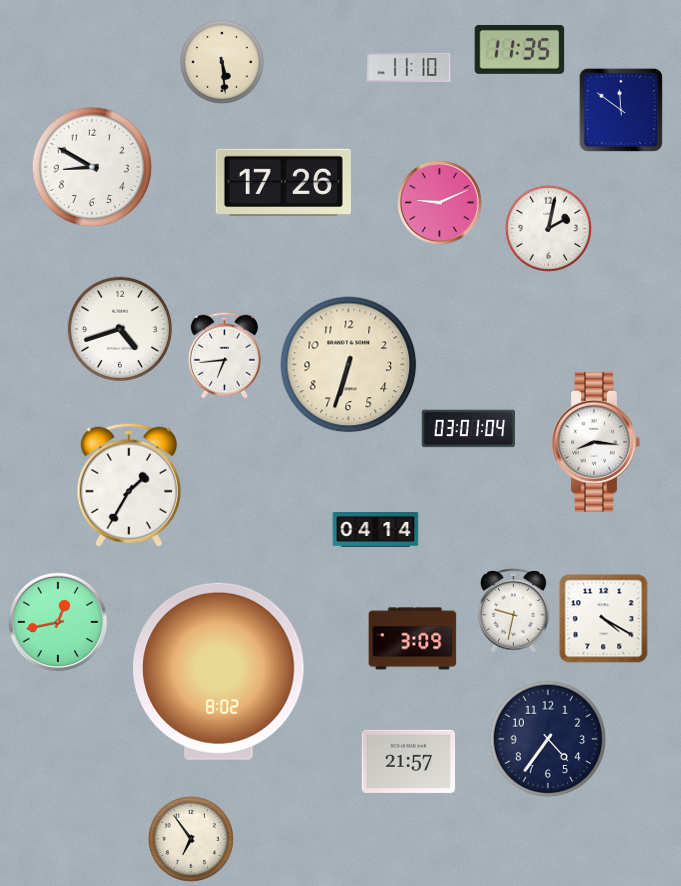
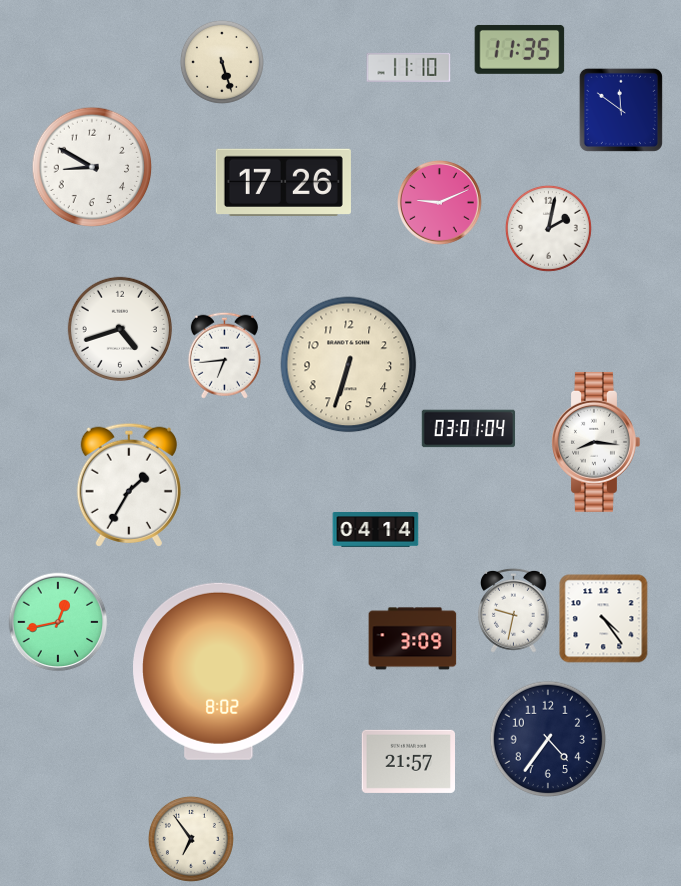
clock at (222, 62): 5:29 -> 5:27
clock at (604, 619): 4:20 -> 4:24
